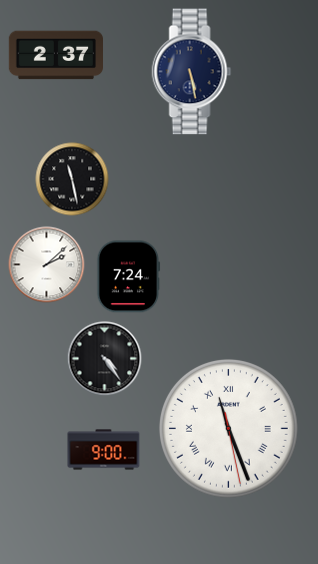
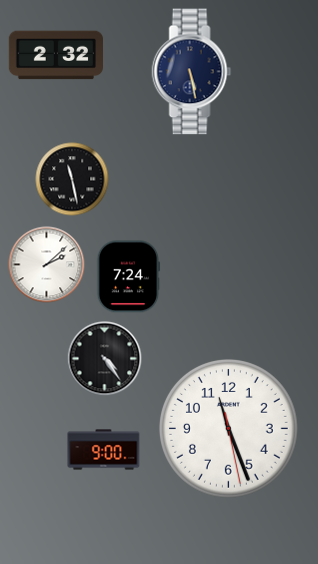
clock at (55, 55): 2:37 -> 2:32
clock at (228, 428) numerals: Roman -> Arabic
